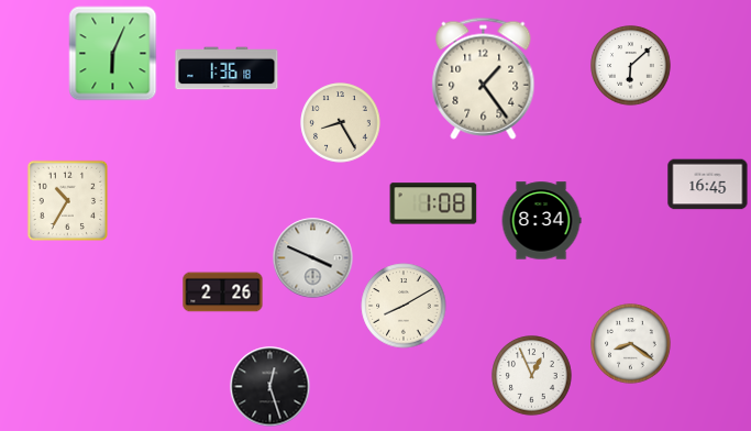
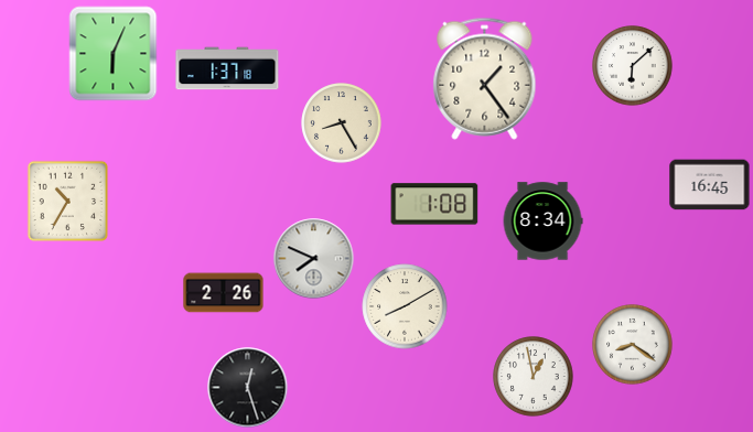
clock at (227, 68): 1:36 -> 1:37
clock at (313, 258): 3:49 -> 7:49
clock at (532, 376): 12:56 -> 12:58
clock at (270, 387) position: (270, 387) -> (248, 388)
